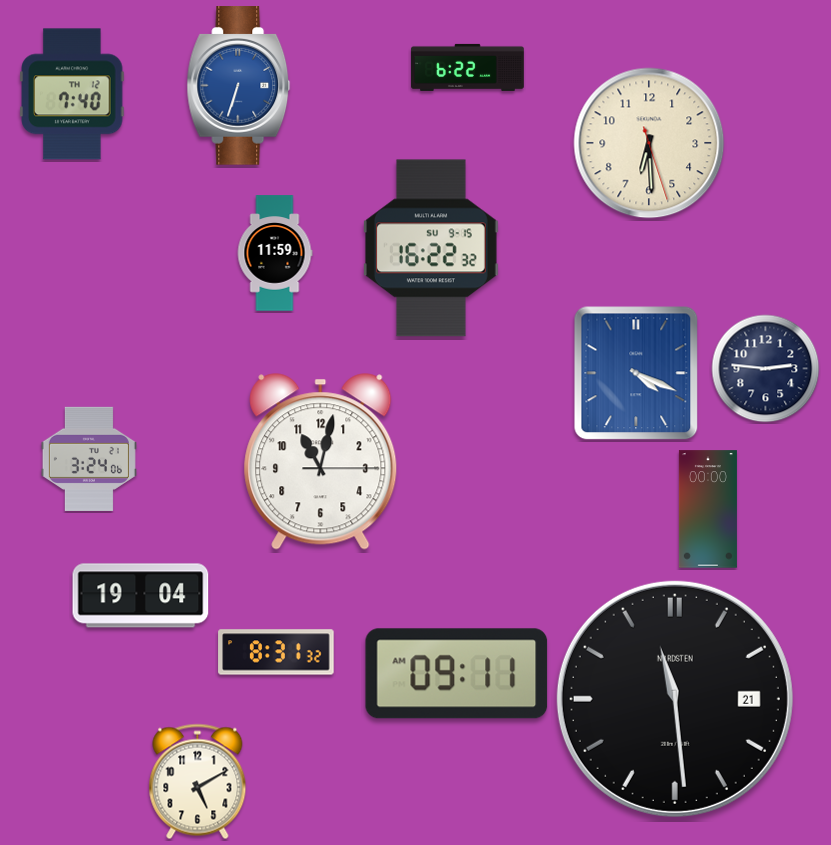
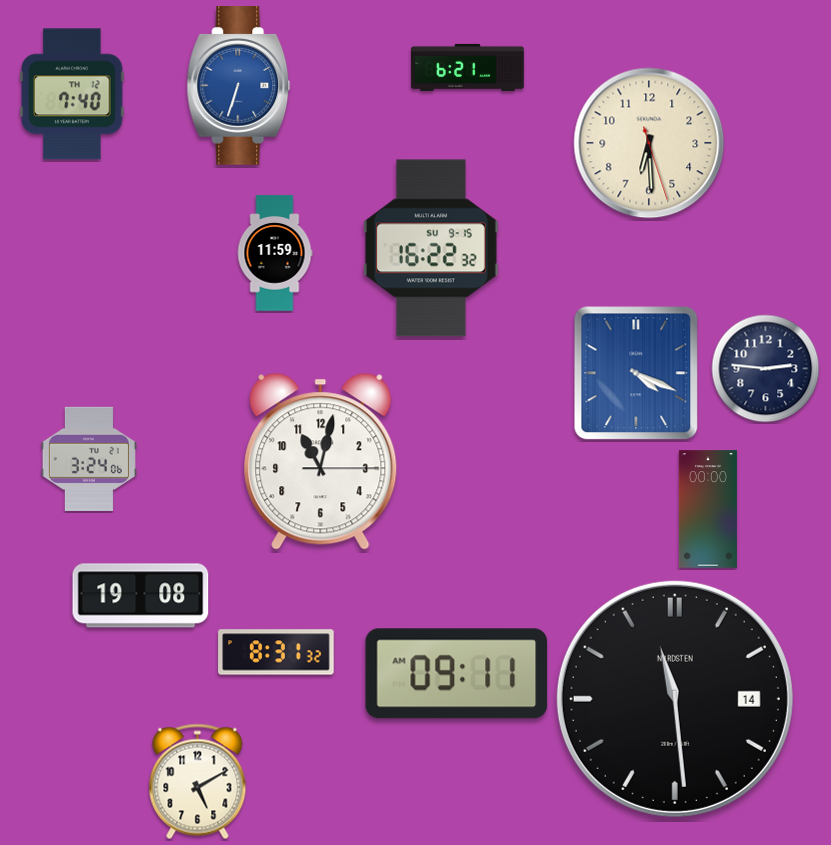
clock at (468, 67): 6:22 -> 6:21
clock at (141, 596): 19:04 -> 19:08
clock at (675, 699) date: 21 -> 14
